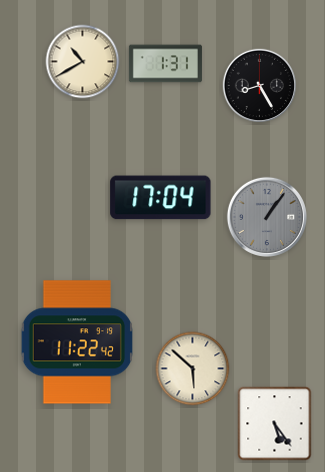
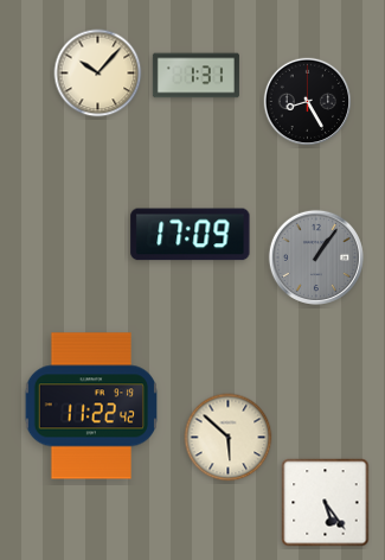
clock at (83, 62): 10:40 -> 10:07
clock at (161, 198): 17:04 -> 17:09
